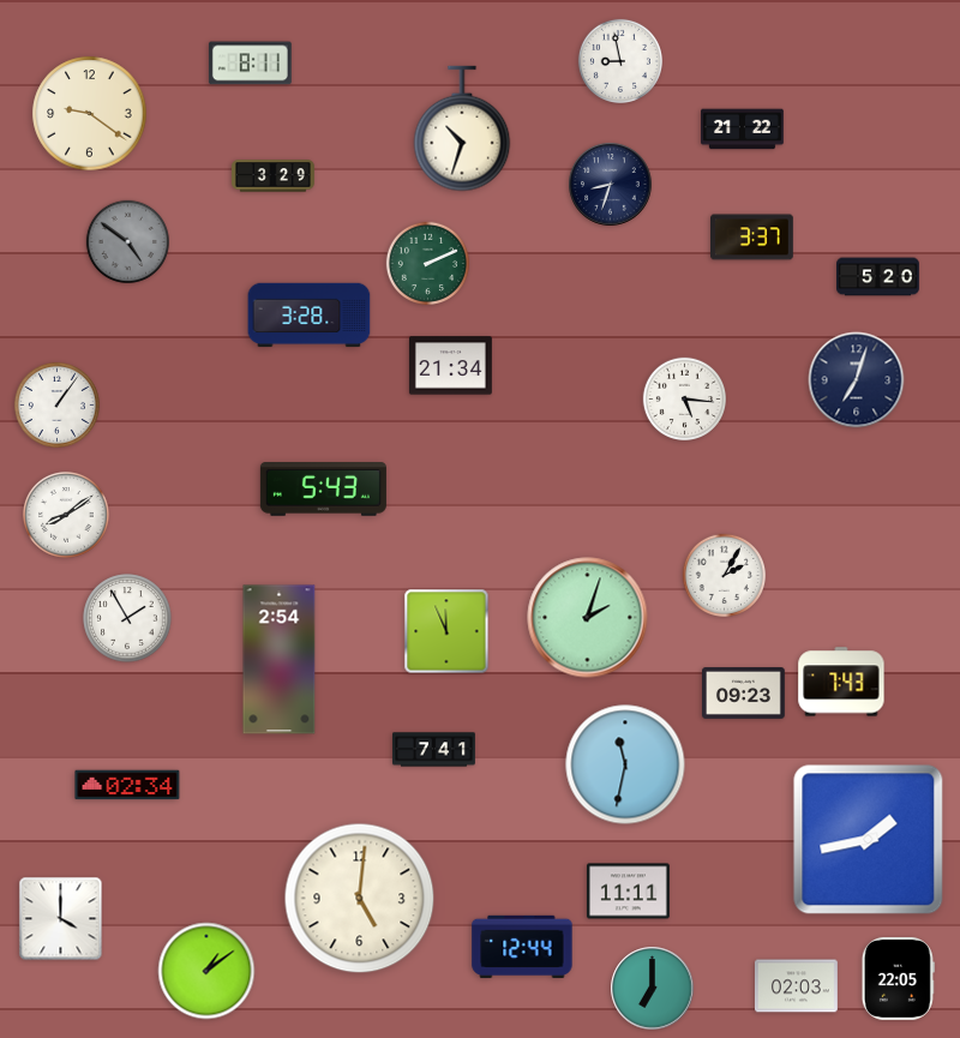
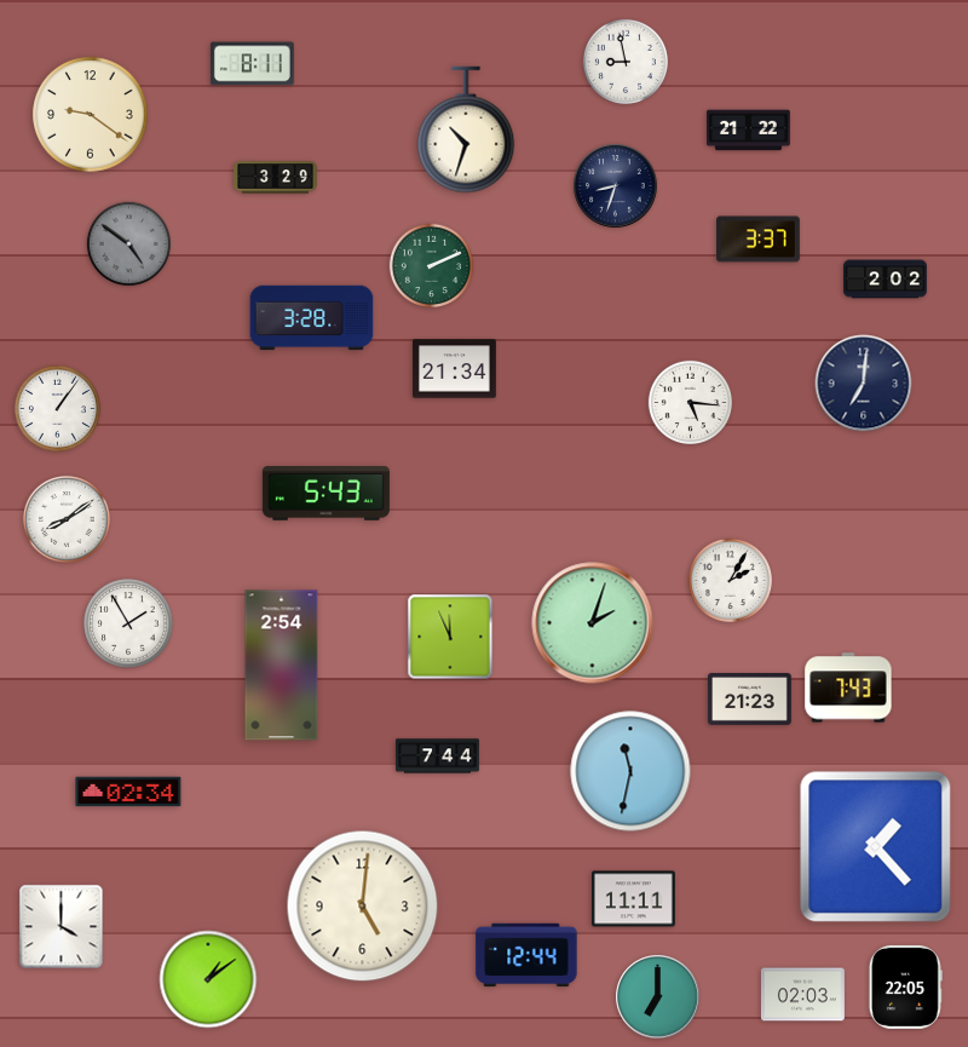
clock at (878, 277): 5:20 -> 2:02
clock at (857, 380): 7:03 -> 7:01
clock at (744, 694): 09:23 -> 21:23
clock at (434, 750): 7:41 -> 7:44
clock at (869, 840): 1:43 -> 1:23
